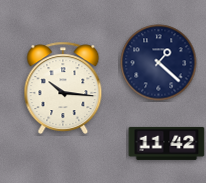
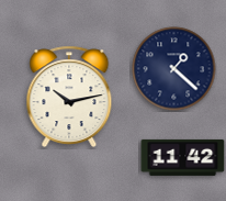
clock at (63, 88): 10:16 -> 10:13
